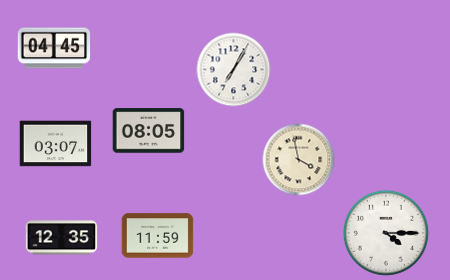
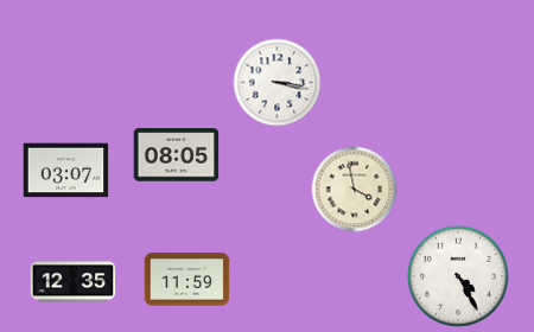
clock at (54, 48): 04:45 -> none
clock at (234, 70): 7:05 -> 3:17
clock at (386, 233): 4:15 -> 4:25
